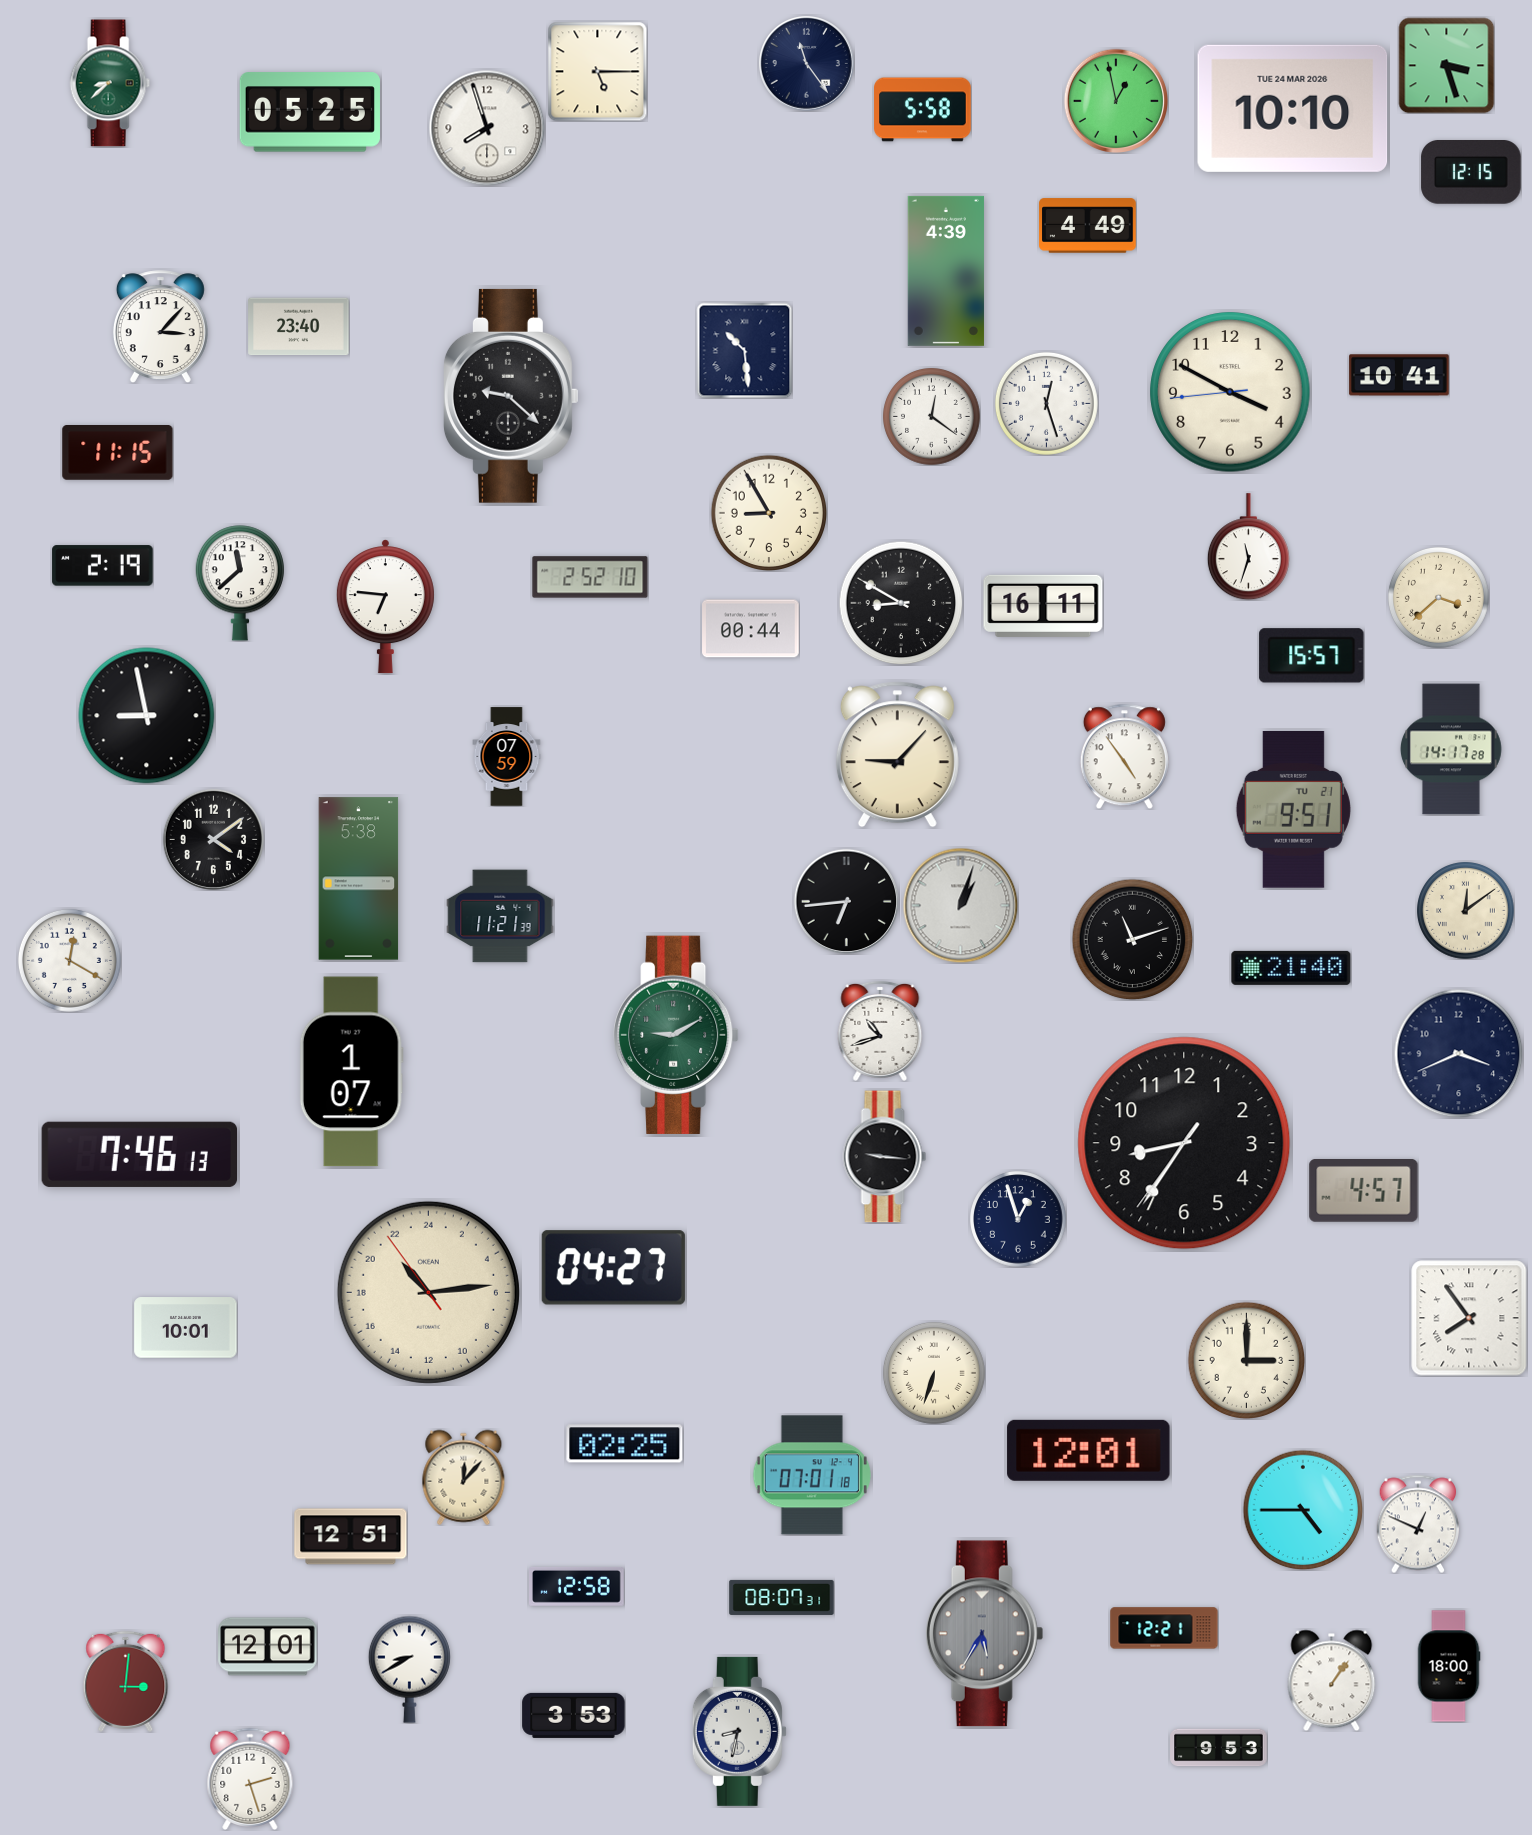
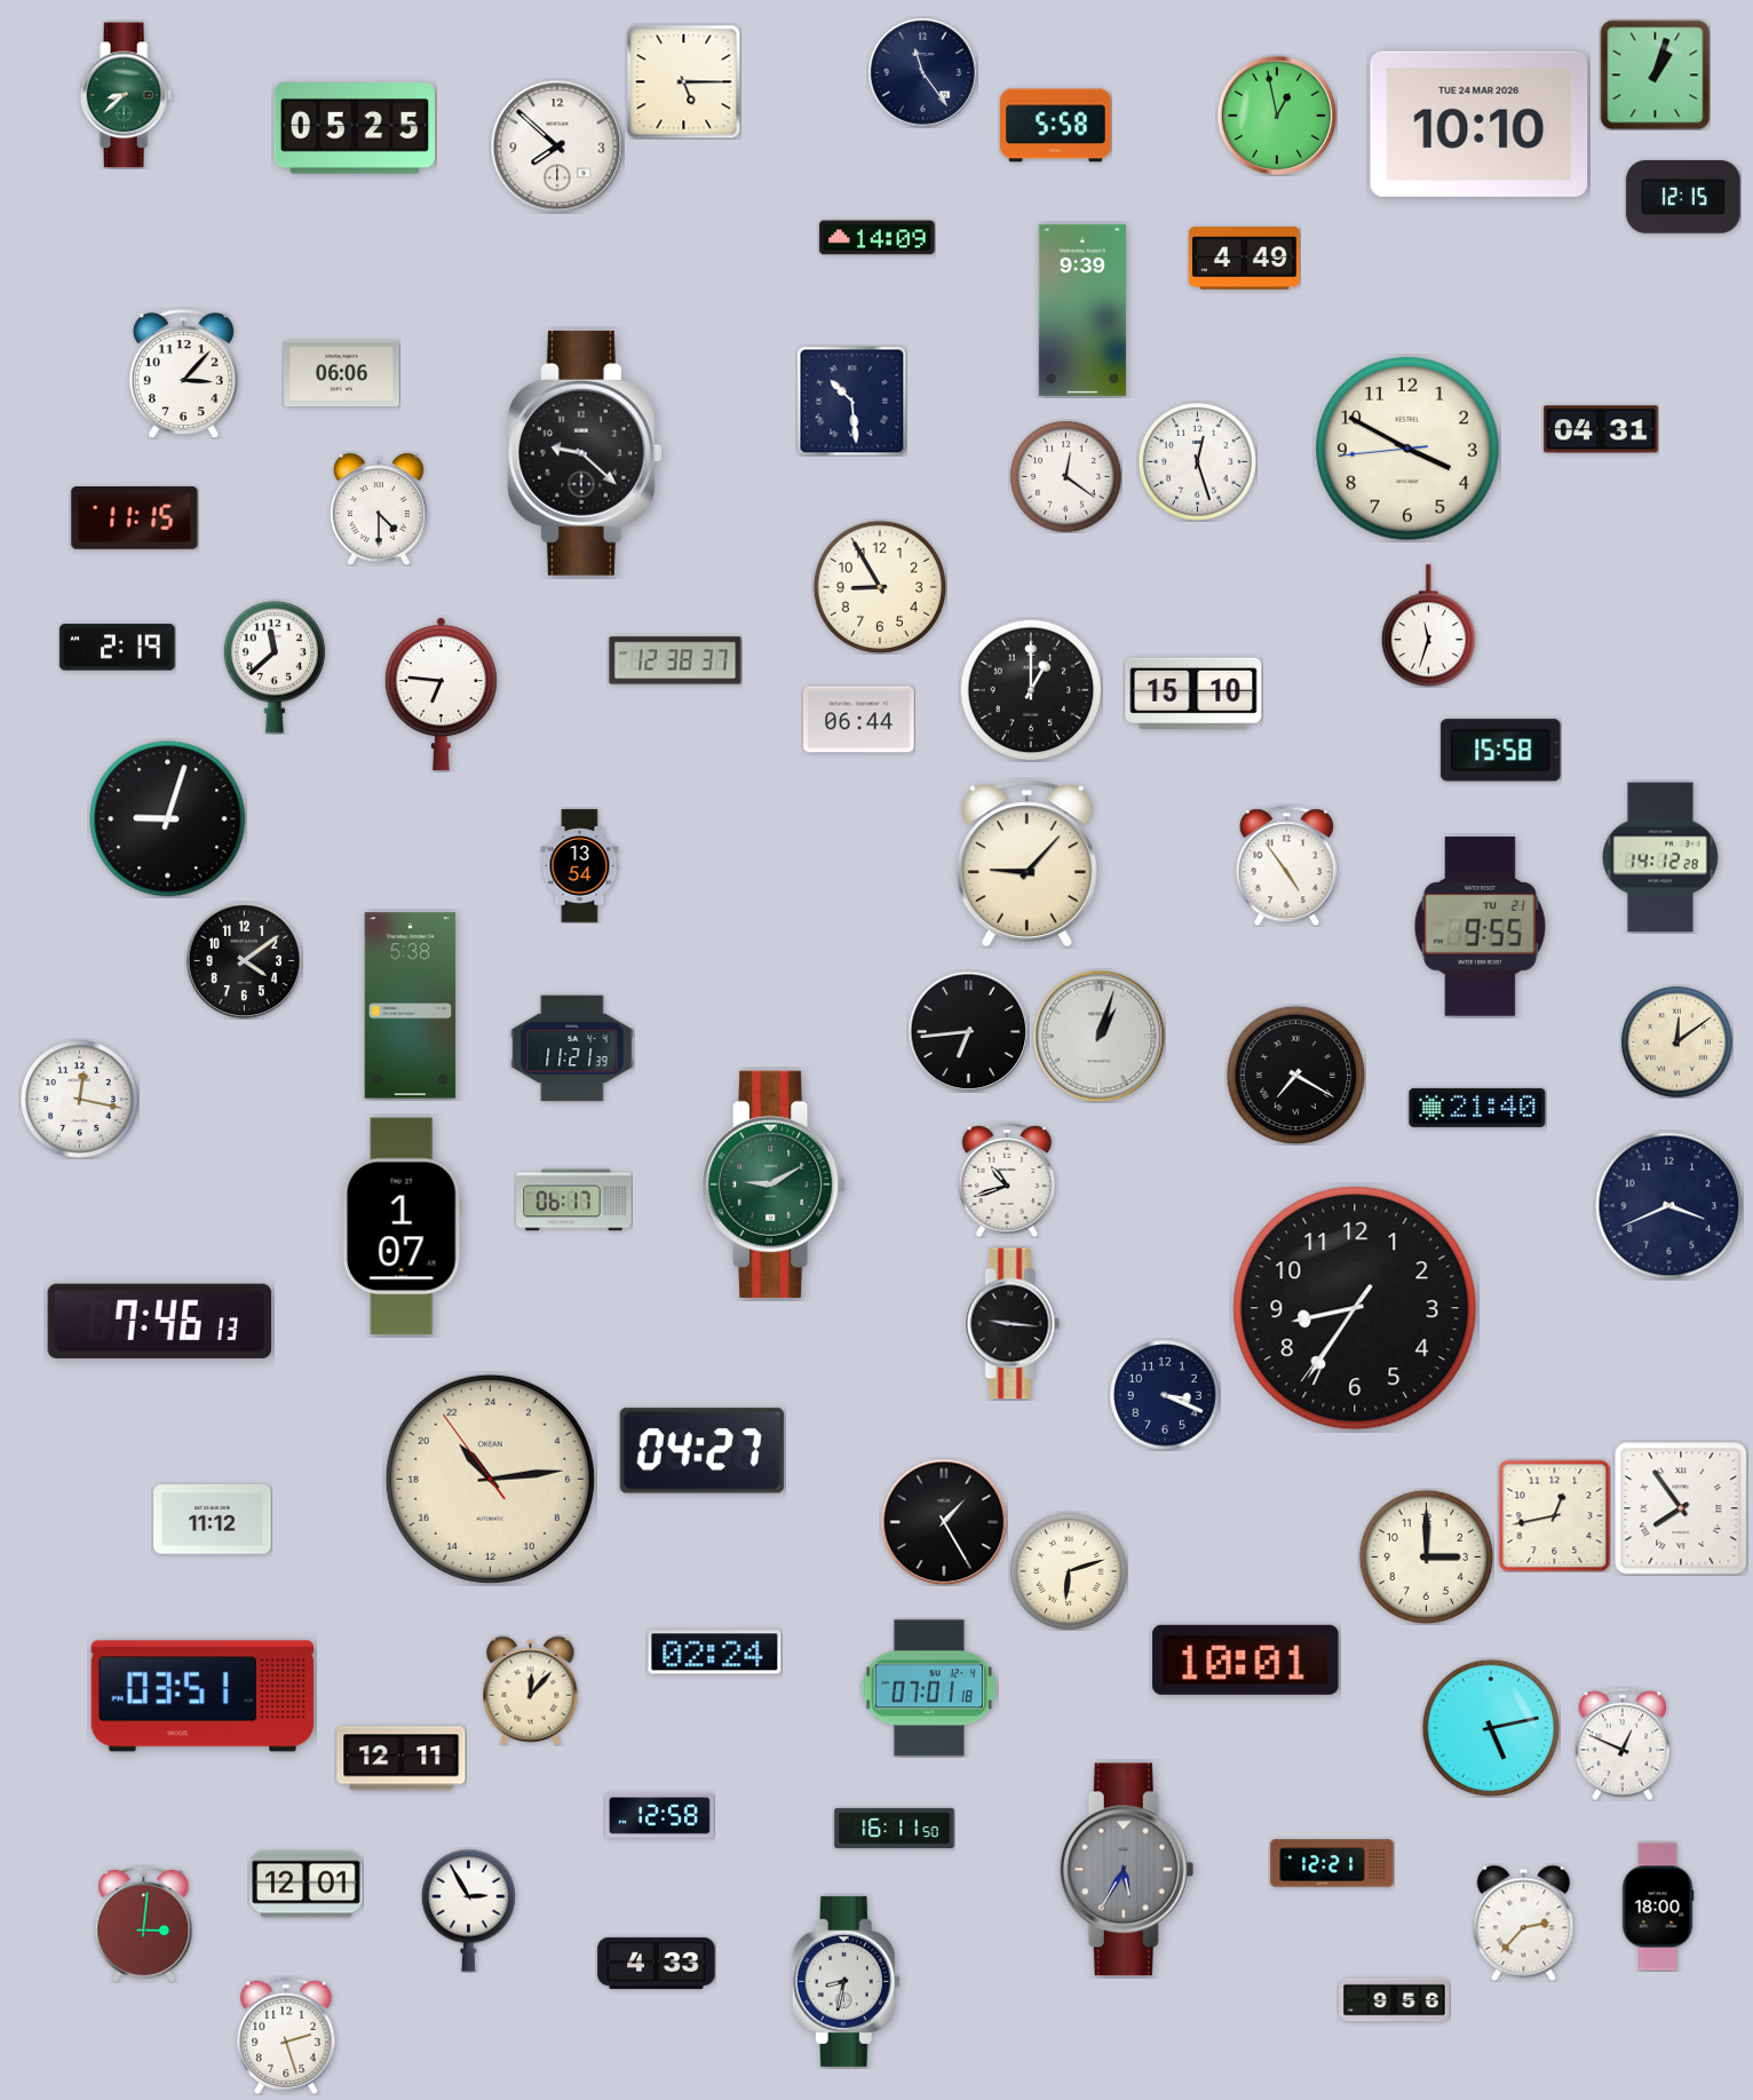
clock at (1446, 65): 3:27 -> 1:03
clock at (487, 128): 7:57 -> 7:52
clock at (878, 238): none -> 14:09
clock at (945, 271): 4:39 -> 9:39
clock at (299, 327): 23:40 -> 06:06
clock at (1399, 375): 10:41 -> 04:31
clock at (379, 509): none -> 4:30
clock at (590, 577): 2:52 -> 12:38
clock at (1438, 597): 3:38 -> none
clock at (901, 603): 8:50 -> 1:00
clock at (1043, 606): 16:11 -> 15:10
clock at (751, 629): 00:44 -> 06:44
clock at (1312, 656): 15:57 -> 15:58
clock at (147, 716): 8:58 -> 9:03
clock at (1451, 749): 14:17 -> 14:12
clock at (507, 757): 07:59 -> 13:54
clock at (1293, 810): 9:51 -> 9:55
clock at (1132, 939): 11:12 -> 7:20
clock at (69, 960): 12:20 -> 12:17
clock at (574, 1200): none -> 06:17
clock at (1364, 1191): 4:57 -> none
clock at (1018, 1219): 12:57 -> 3:19
clock at (1554, 1515): none -> 12:43
clock at (186, 1328): 10:01 -> 11:12
clock at (944, 1522): none -> 1:25
clock at (934, 1373): 6:33 -> 6:12
clock at (625, 1444): 02:25 -> 02:24
clock at (1089, 1450): 12:01 -> 10:01
clock at (203, 1696): none -> 03:51
clock at (1303, 1510): 4:45 -> 5:13
clock at (351, 1537): 12:51 -> 12:11
clock at (782, 1597): 08:07 -> 16:11
clock at (409, 1669): 8:40 -> 2:55
clock at (1332, 1680): 1:06 -> 2:37
clock at (574, 1715): 3:53 -> 4:33
clock at (1219, 1748): 9:53 -> 9:56
